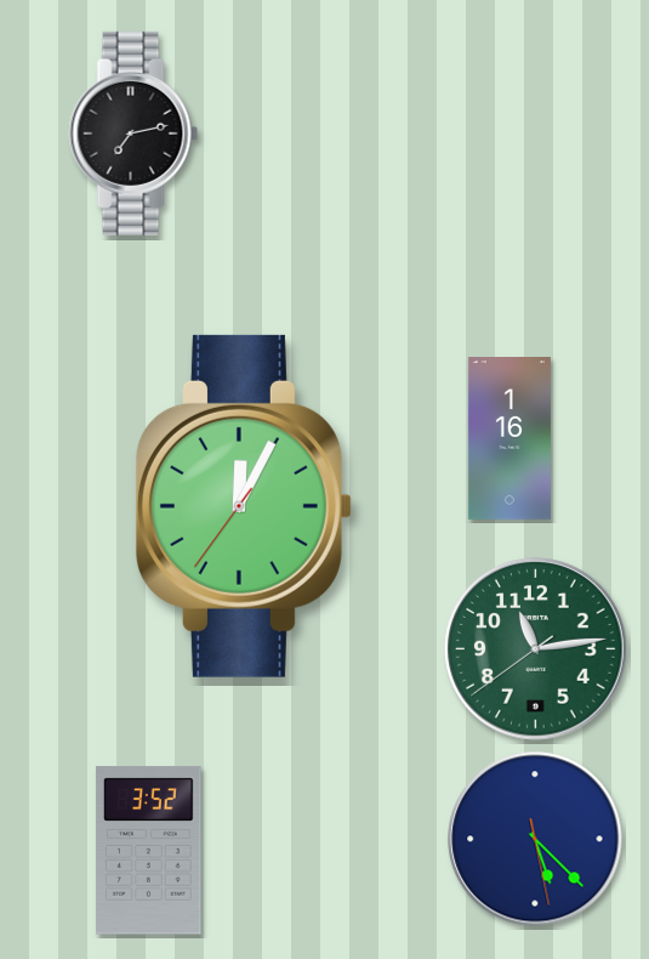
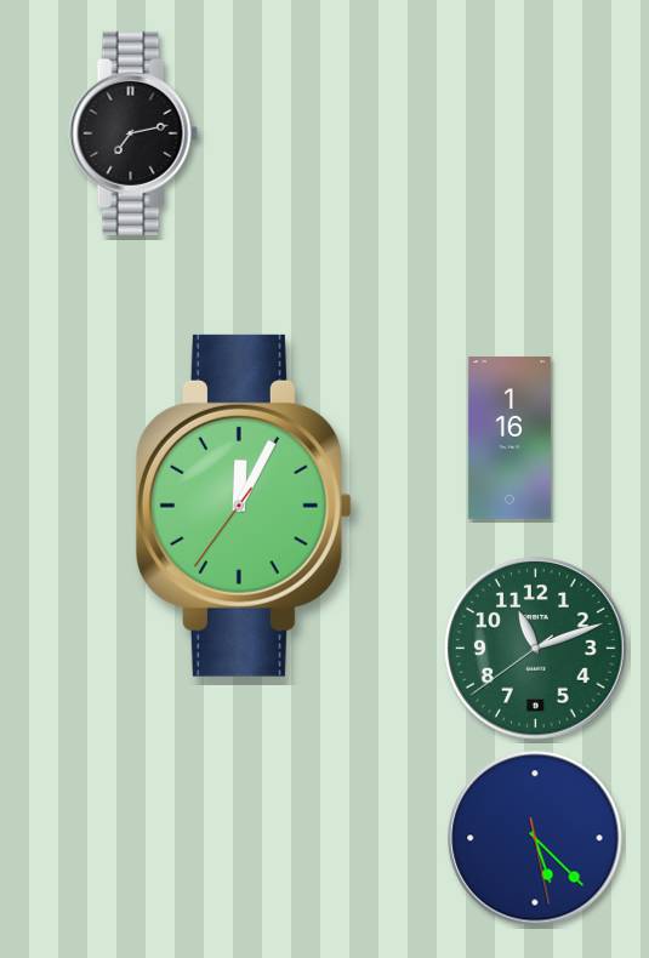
clock at (536, 649): 11:13 -> 11:11
clock at (149, 851): 3:52 -> none
